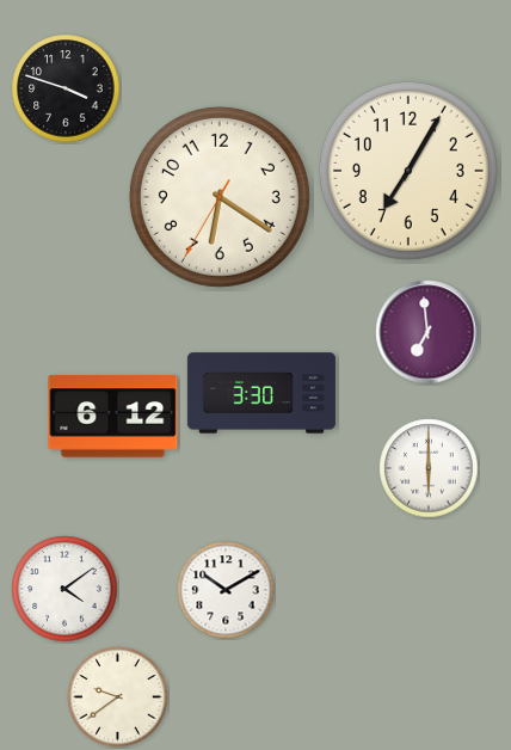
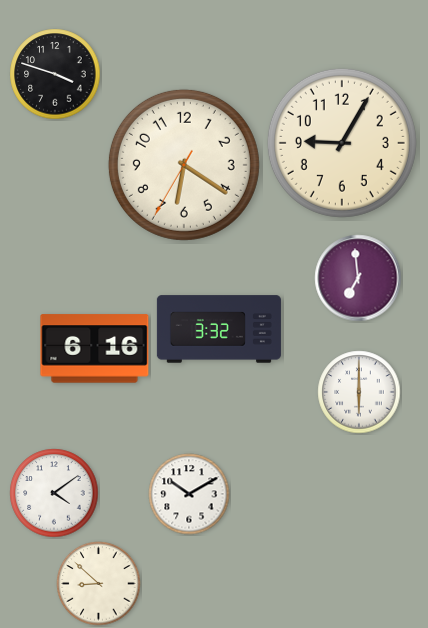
clock at (408, 171): 7:05 -> 9:05
clock at (261, 393): 3:30 -> 3:32
clock at (113, 417): 6:12 -> 6:16
clock at (118, 697): 9:39 -> 8:52
